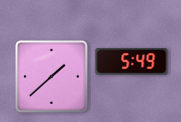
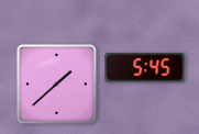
clock at (132, 62): 5:49 -> 5:45
